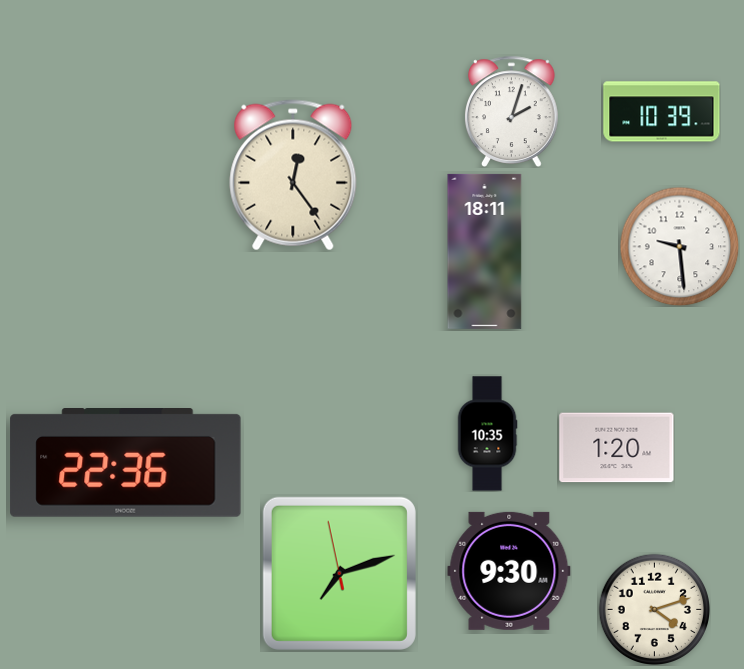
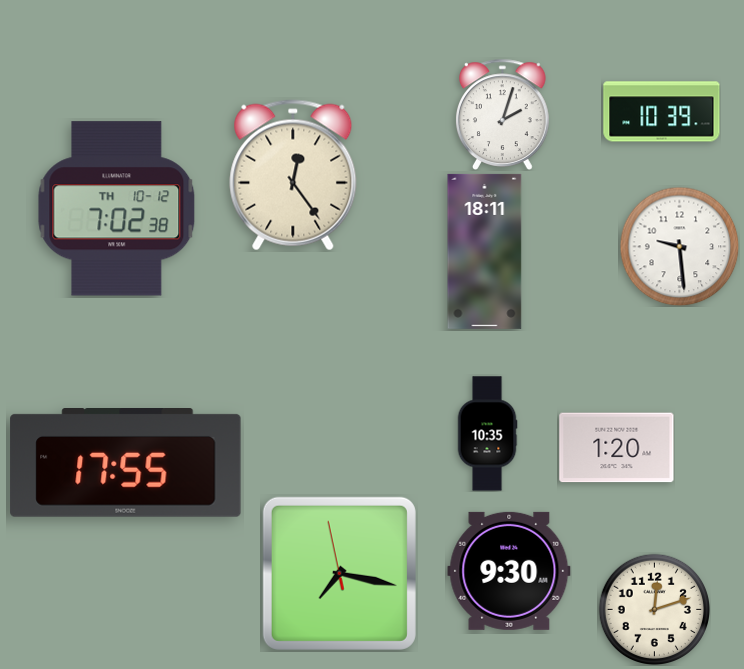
clock at (512, 111) position: (512, 111) -> (503, 114)
clock at (117, 209): none -> 7:02
clock at (126, 463): 22:36 -> 17:55
clock at (339, 573): 7:11 -> 7:16
clock at (654, 609): 4:12 -> 12:12
